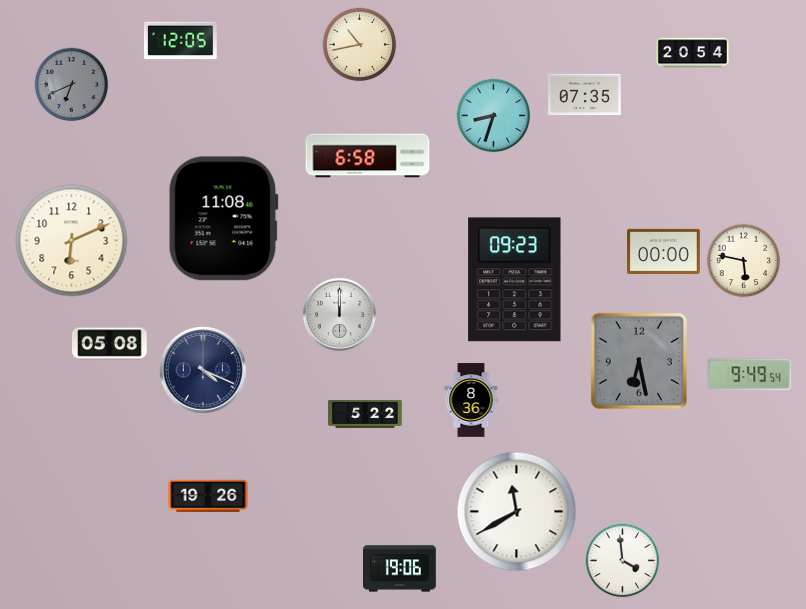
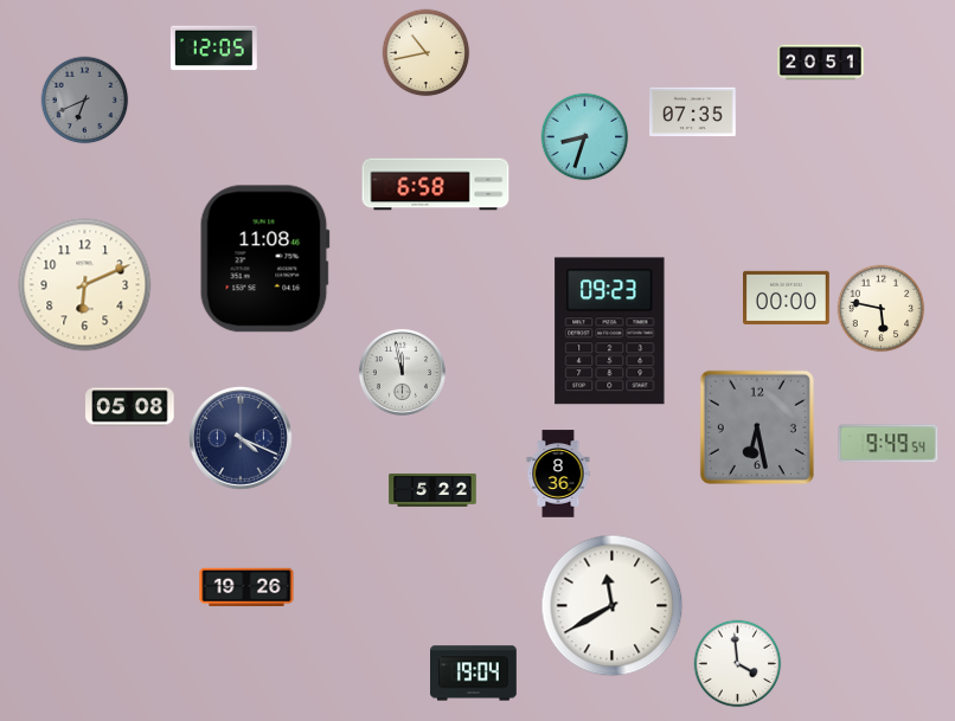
clock at (693, 53): 20:54 -> 20:51
clock at (339, 314): 12:00 -> 11:58
clock at (400, 569): 19:06 -> 19:04
